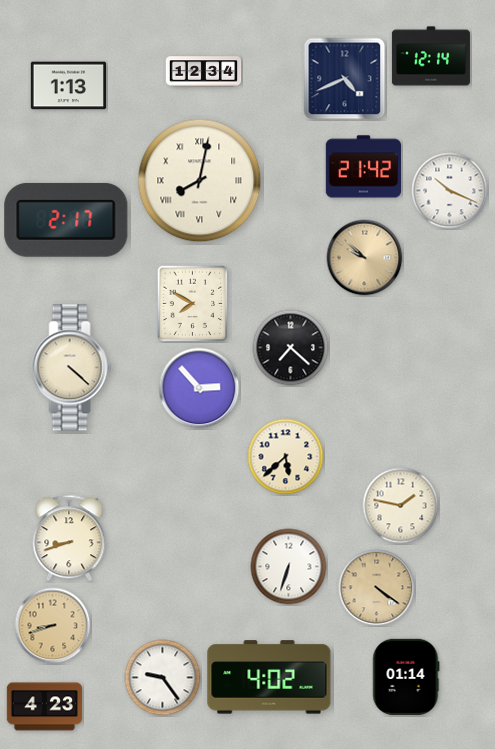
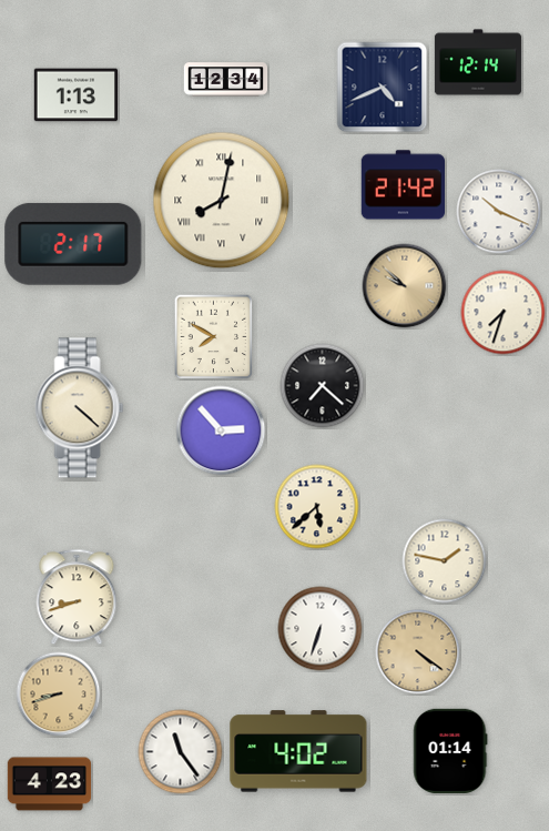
clock at (504, 313): none -> 7:33
clock at (163, 678): 9:24 -> 11:24
